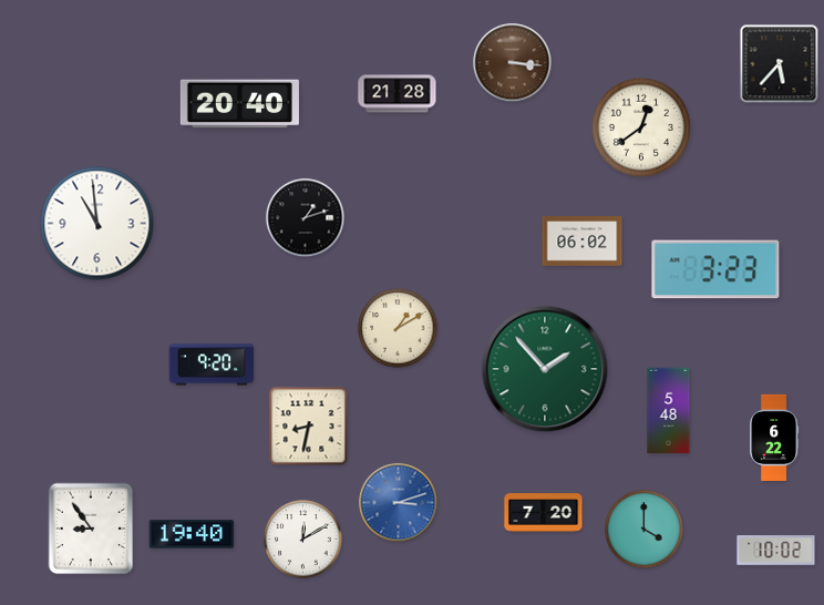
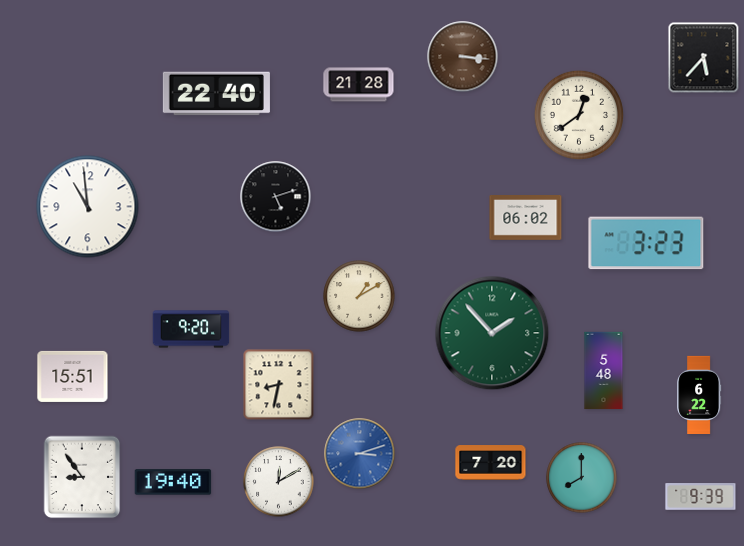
clock at (239, 104): 20:40 -> 22:40
clock at (306, 218): 1:12 -> 5:12
clock at (97, 224) position: (97, 224) -> (88, 207)
clock at (73, 376): none -> 15:51
clock at (645, 530): 4:00 -> 8:00
clock at (303, 540) position: (303, 540) -> (279, 482)
clock at (776, 551): 10:02 -> 9:39
